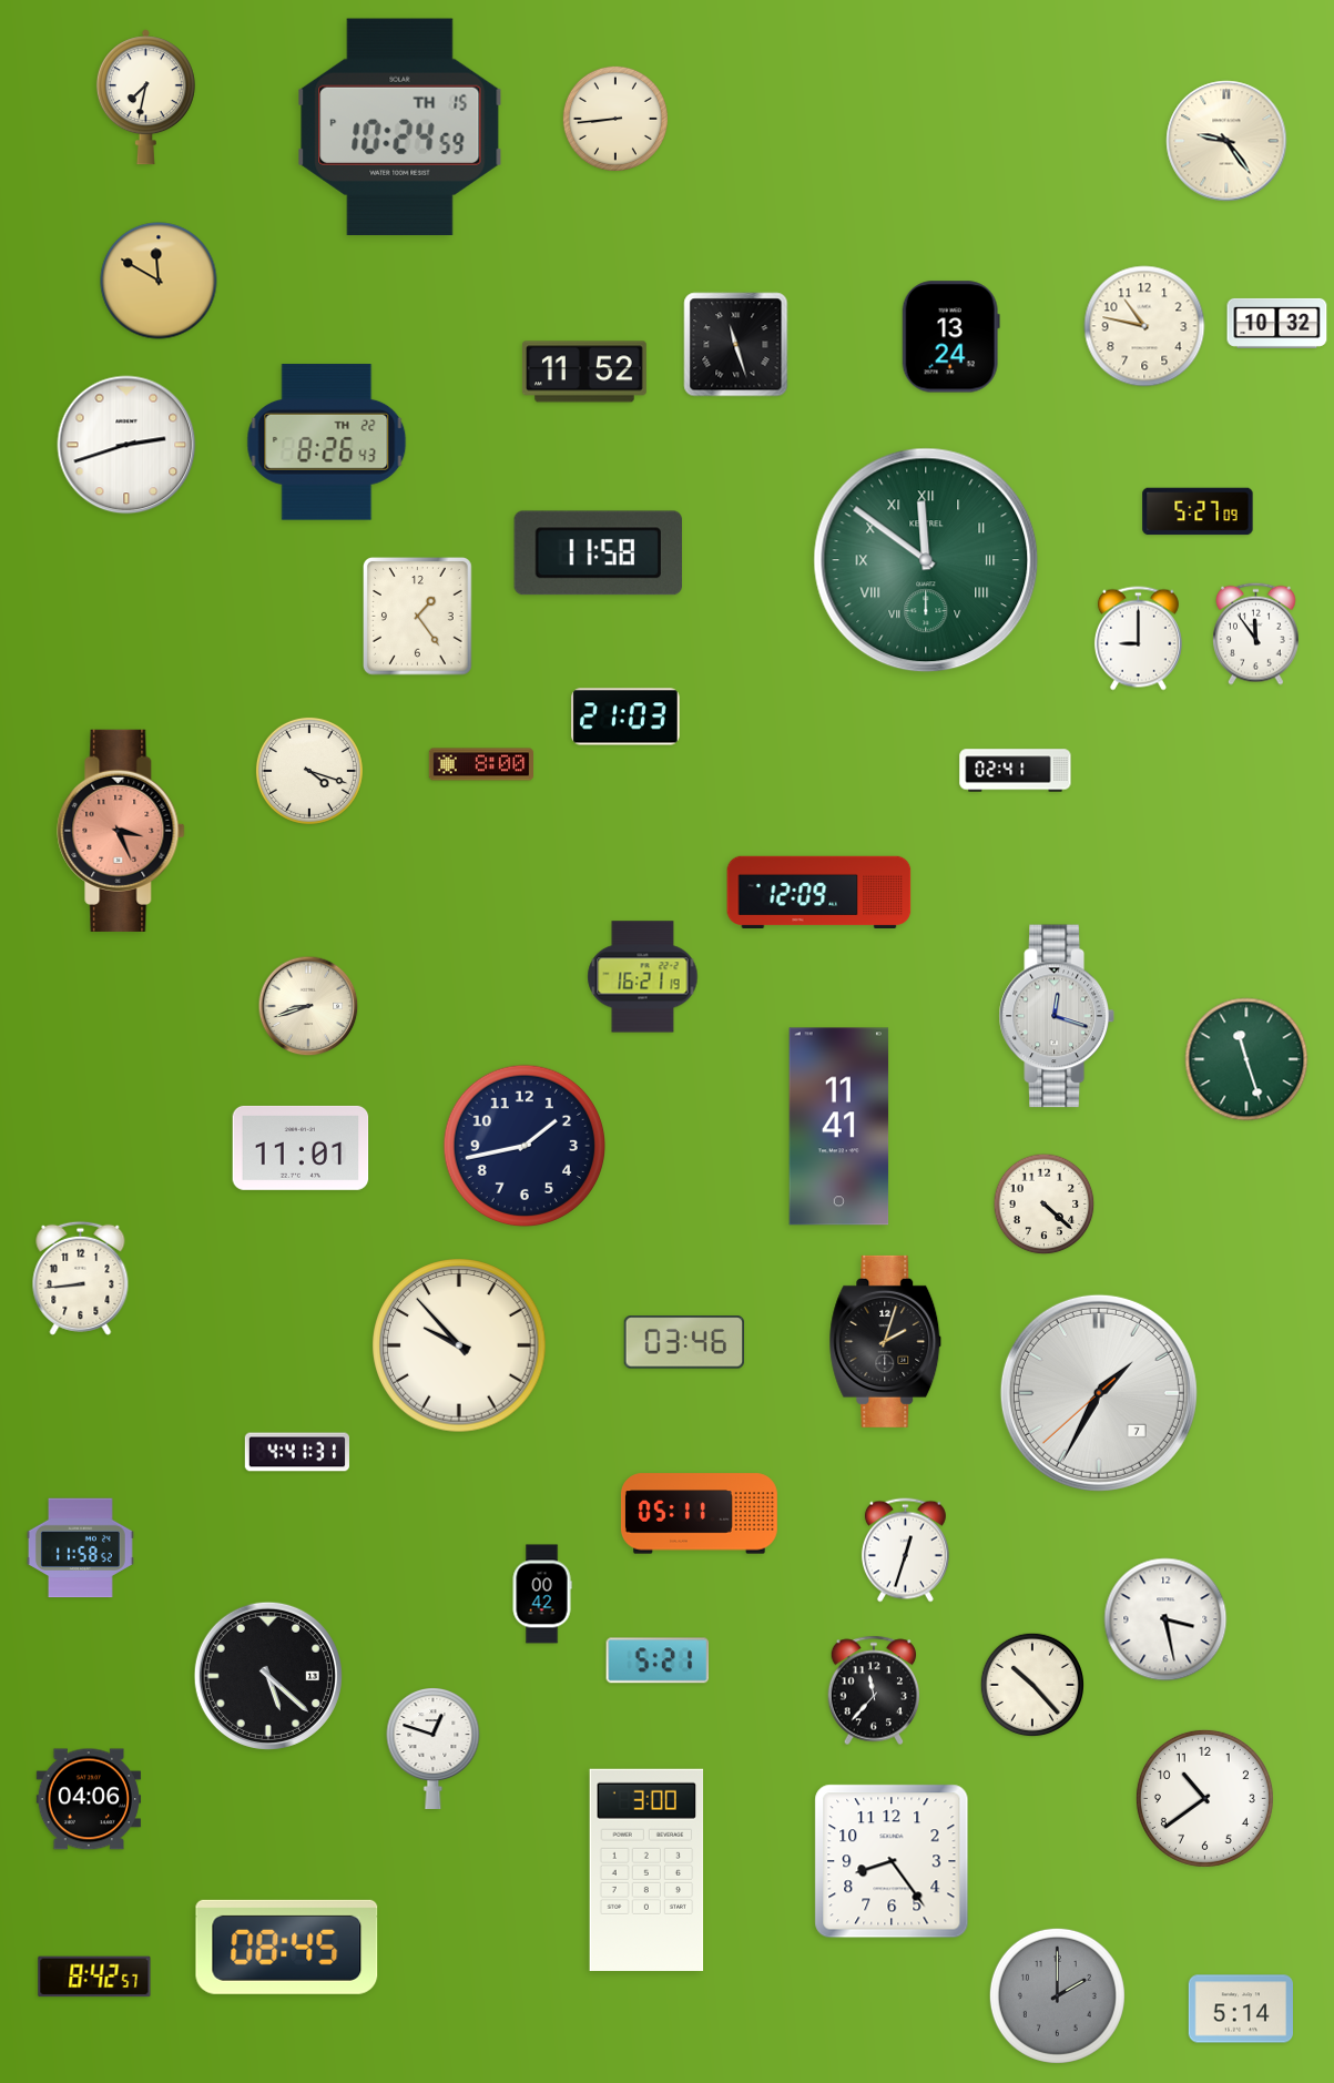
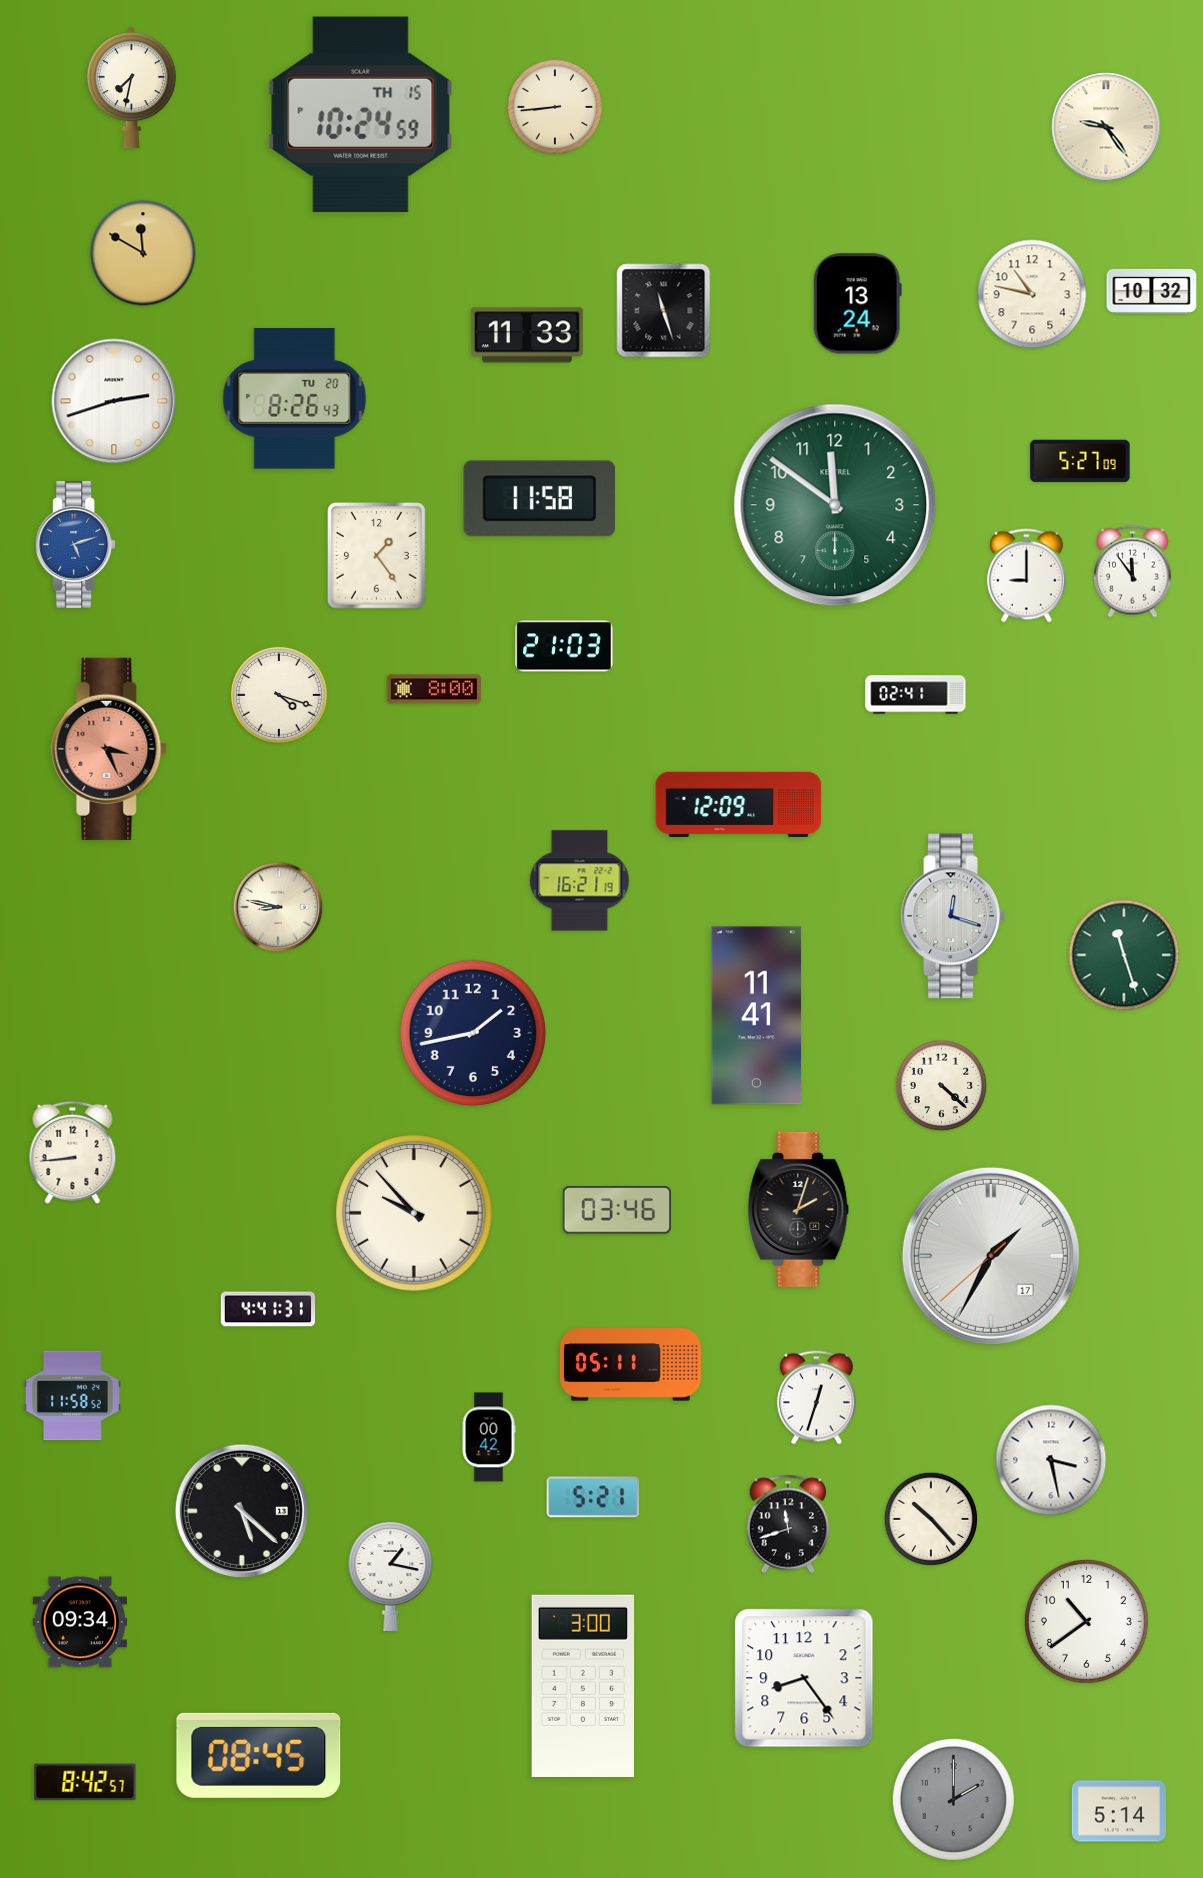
clock at (584, 372): 11:52 -> 11:33
clock at (327, 443) date: TH 22 -> TU 20
clock at (926, 560) numerals: Roman -> Arabic
clock at (76, 545): none -> 5:12
clock at (308, 1006): 8:42 -> 8:47
clock at (301, 1148): 11:01 -> none
clock at (1099, 1393) date: 7 -> 17
clock at (874, 1690): 11:37 -> 11:42
clock at (434, 1749): 12:48 -> 1:17
clock at (88, 1799): 04:06 -> 09:34
